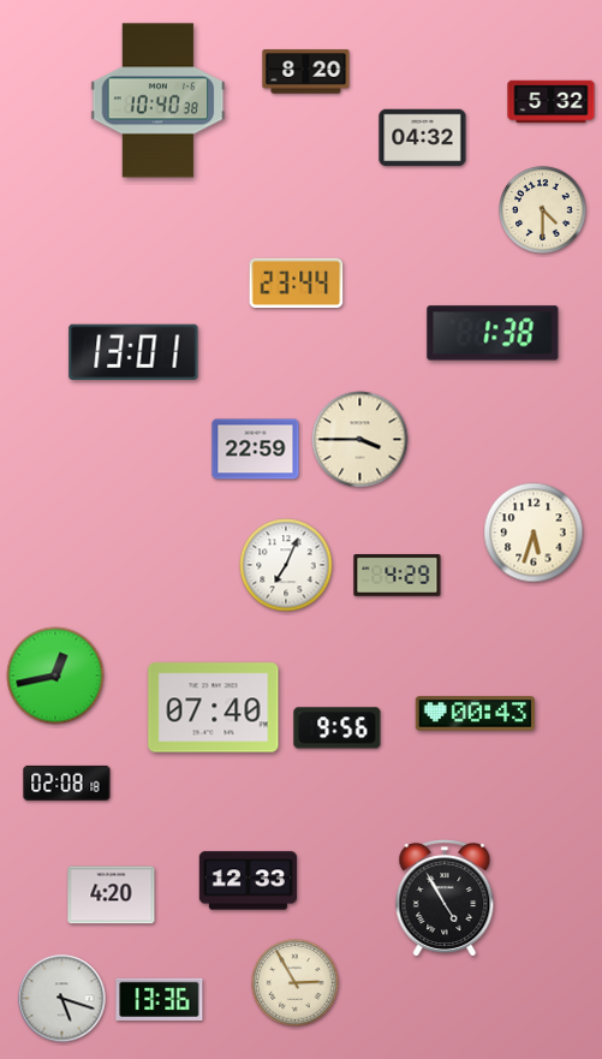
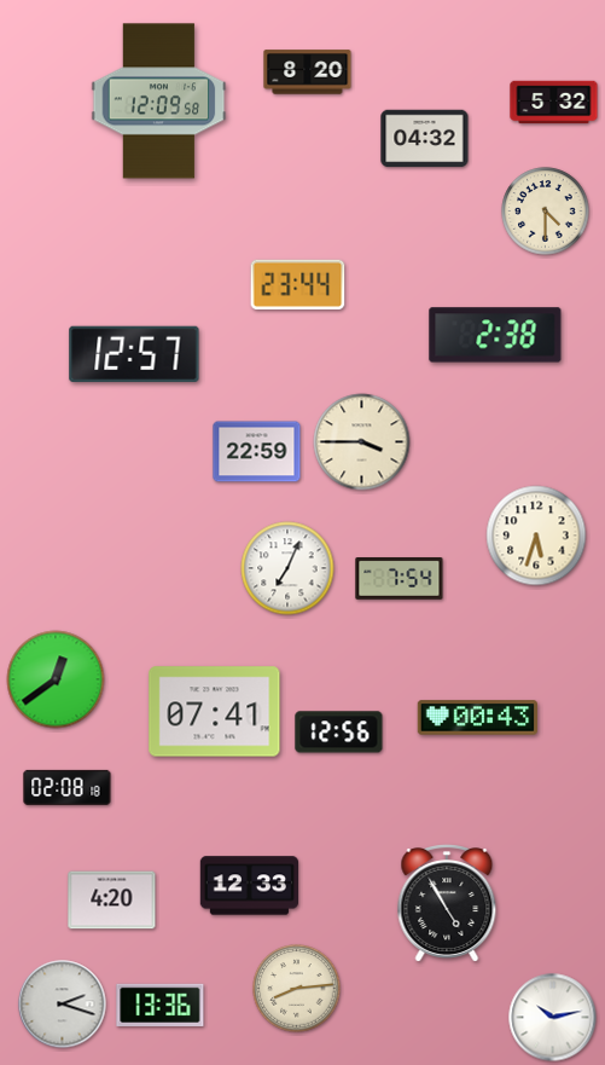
clock at (159, 101): 10:40 -> 12:09
clock at (493, 333): 1:38 -> 2:38
clock at (133, 352): 13:01 -> 12:57
clock at (398, 576): 4:29 -> 7:54
clock at (55, 676): 12:43 -> 12:39
clock at (214, 708): 07:40 -> 07:41
clock at (338, 728): 9:56 -> 12:56
clock at (296, 983): 2:55 -> 8:14
clock at (62, 999): 5:18 -> 2:18
clock at (553, 1018): none -> 10:13
